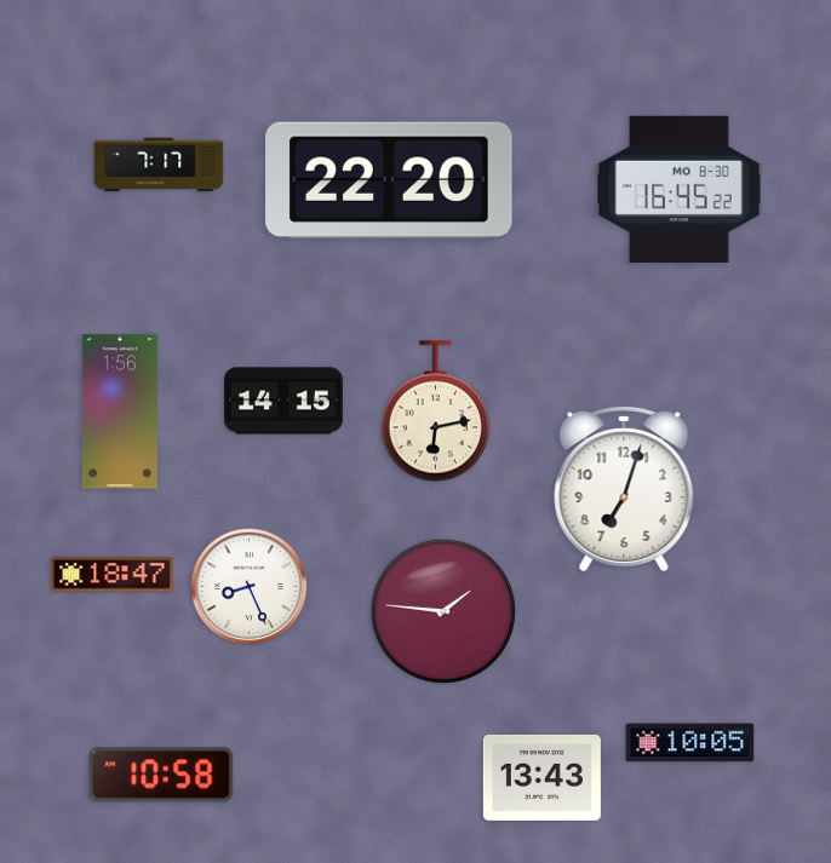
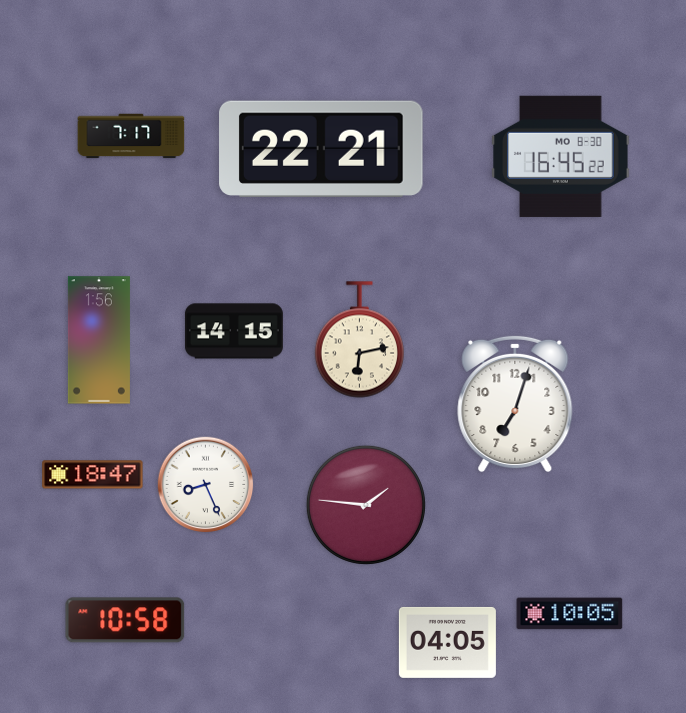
clock at (389, 180): 22:20 -> 22:21
clock at (161, 775) position: (161, 775) -> (125, 620)
clock at (541, 777): 13:43 -> 04:05
